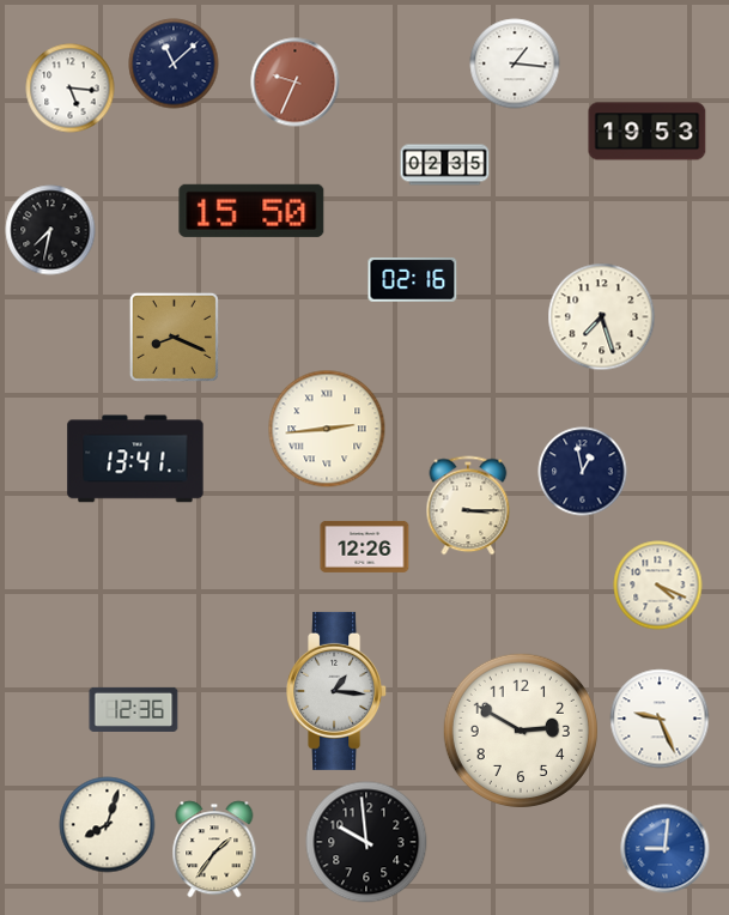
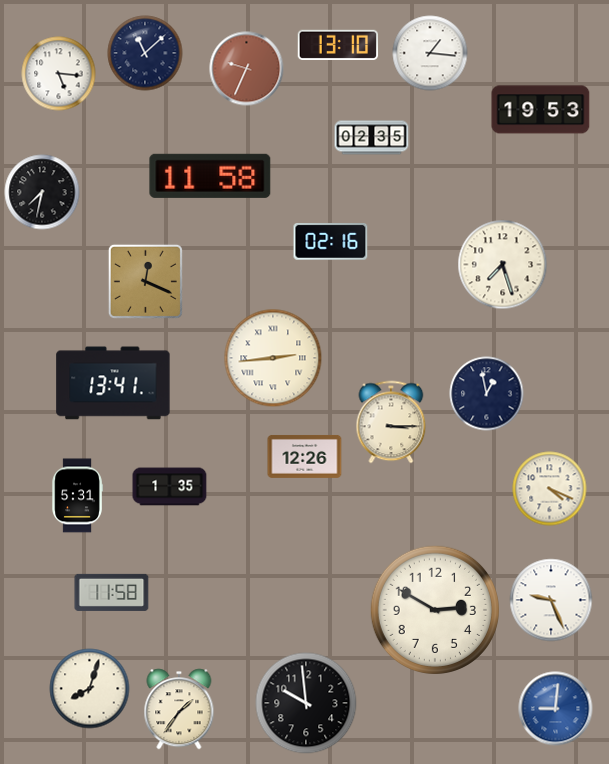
clock at (338, 44): none -> 13:10
clock at (251, 211): 15:50 -> 11:58
clock at (413, 280) position: (413, 280) -> (331, 242)
clock at (174, 337): 8:19 -> 12:19
clock at (170, 487): none -> 1:35
clock at (77, 496): none -> 5:31
clock at (338, 691): 1:16 -> none
clock at (134, 709): 12:36 -> 11:58
